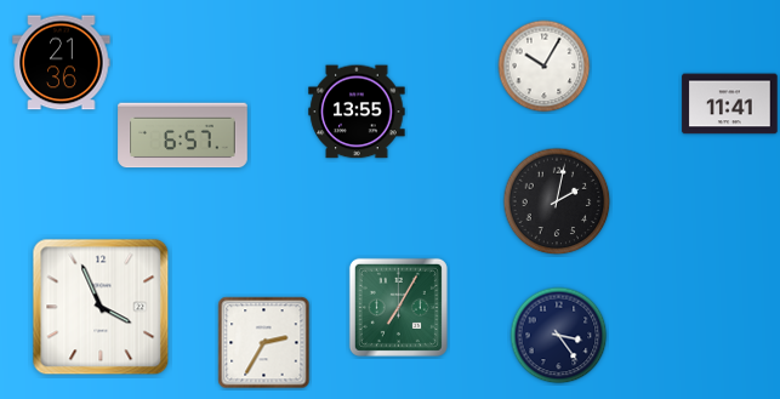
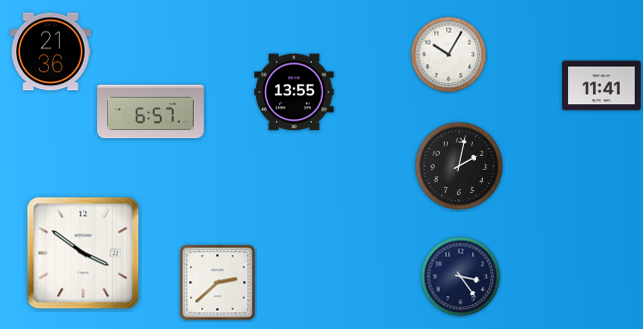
clock at (101, 307): 3:56 -> 3:51
clock at (398, 307): 7:05 -> none
clock at (264, 343): 2:35 -> 2:38
